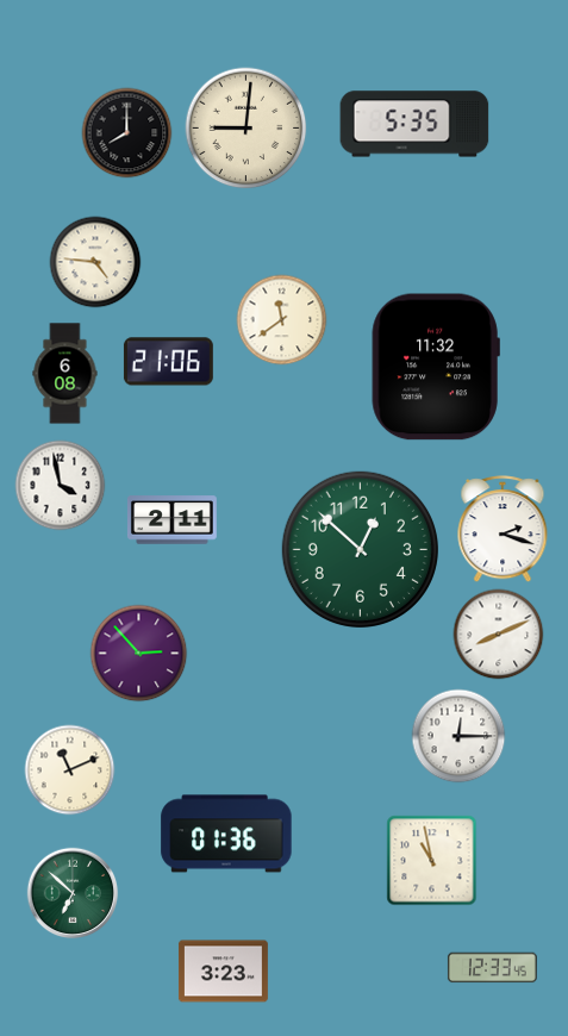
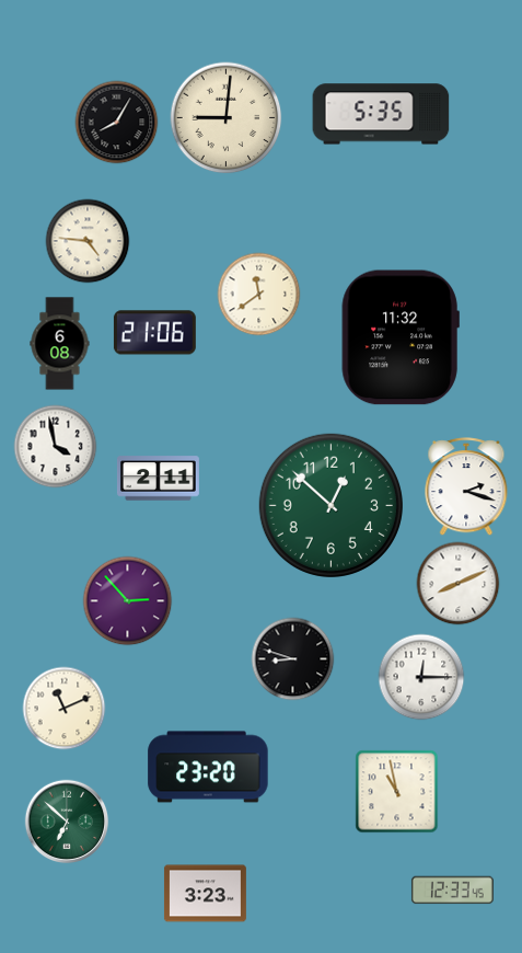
clock at (127, 133): 8:00 -> 8:05
clock at (503, 530) position: (503, 530) -> (466, 487)
clock at (293, 659): none -> 8:48
clock at (226, 834): 01:36 -> 23:20
